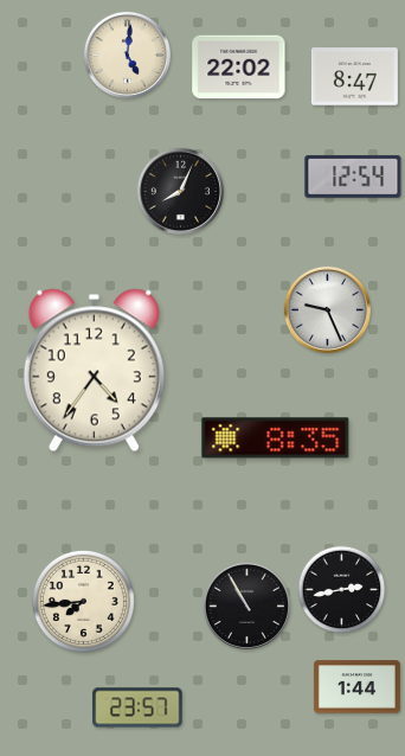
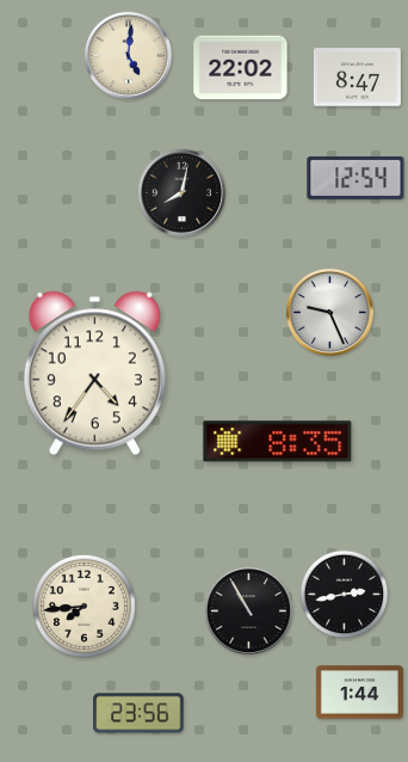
clock at (180, 191): 8:04 -> 8:02
clock at (137, 707): 23:57 -> 23:56
